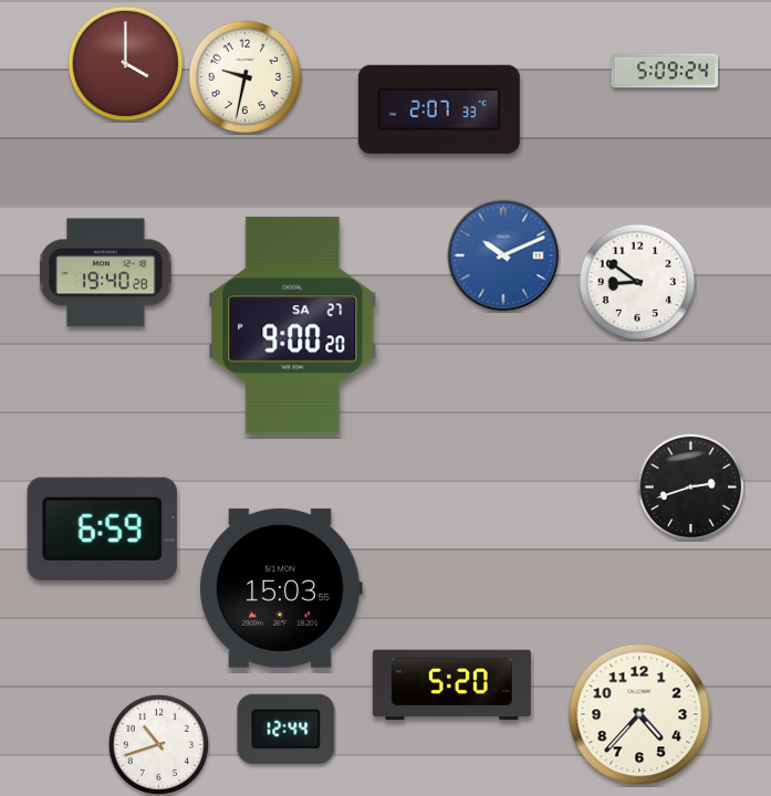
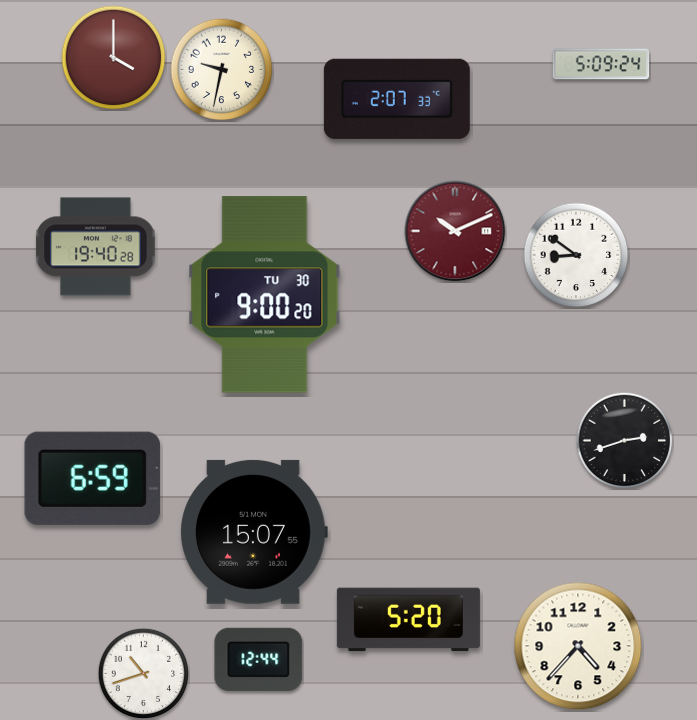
clock at (503, 255) dial: blue -> burgundy
clock at (293, 326) date: SA 27 -> TU 30
clock at (281, 588): 15:03 -> 15:07
